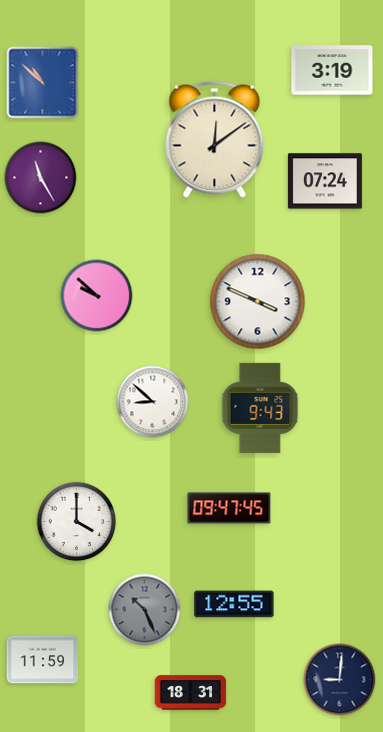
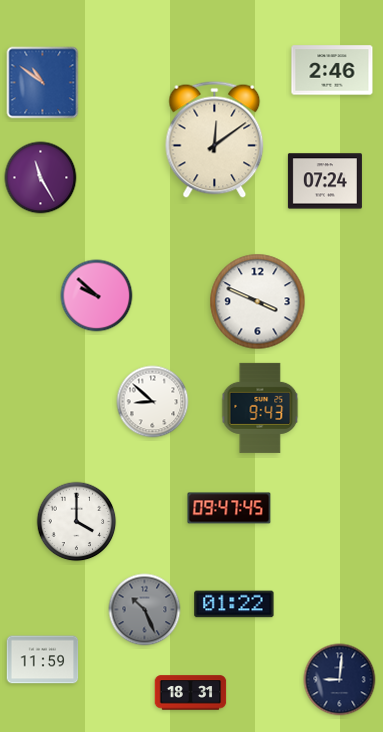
clock at (332, 70): 3:19 -> 2:46
clock at (43, 83): 10:52 -> 10:51
clock at (234, 604): 12:55 -> 01:22
